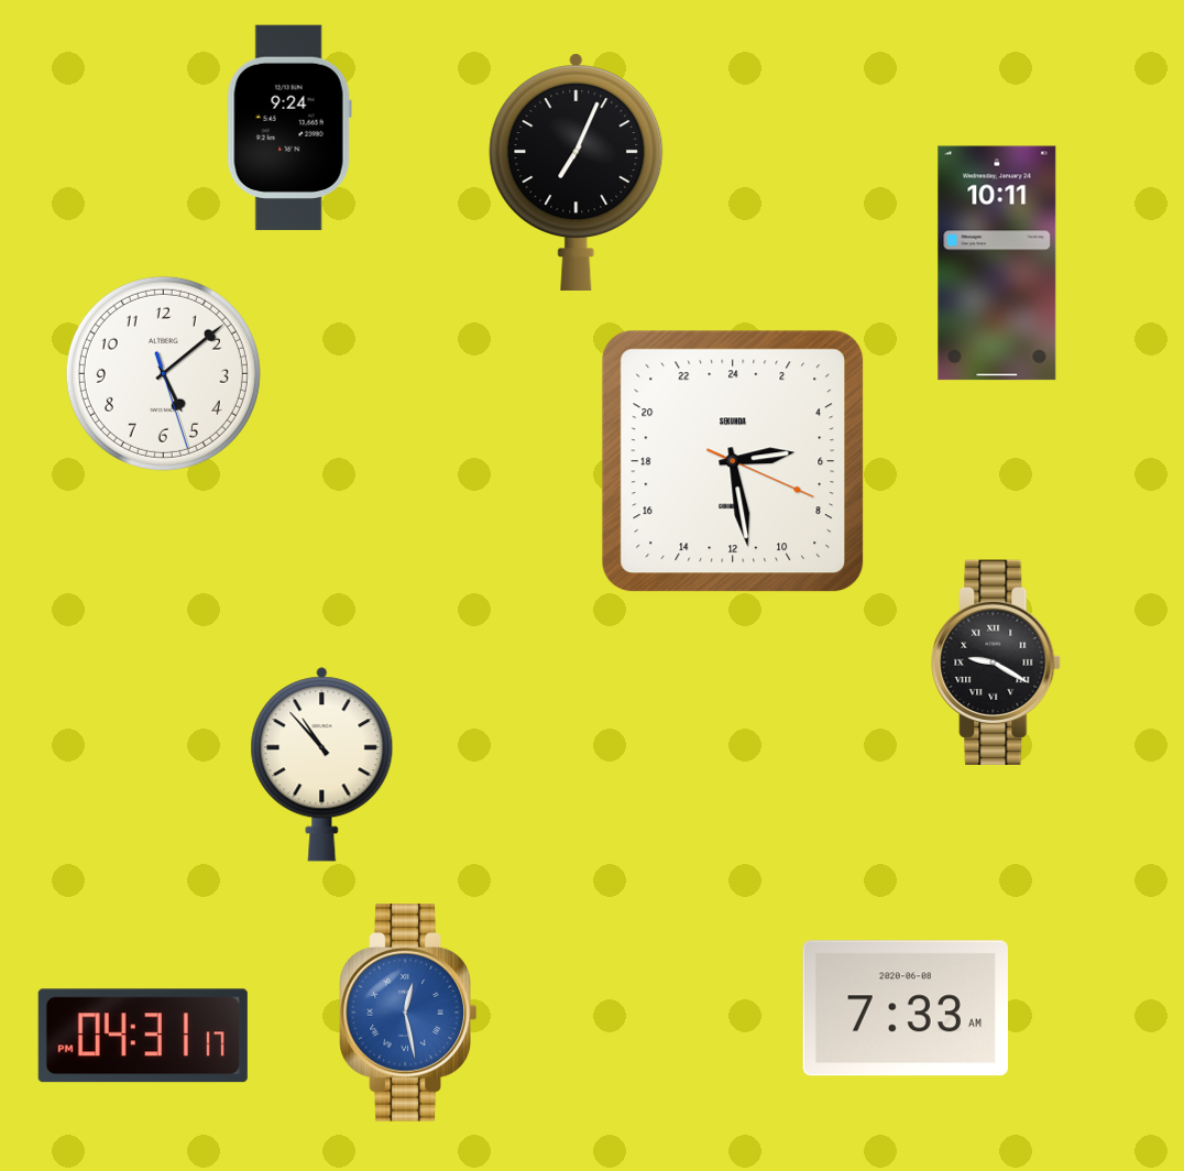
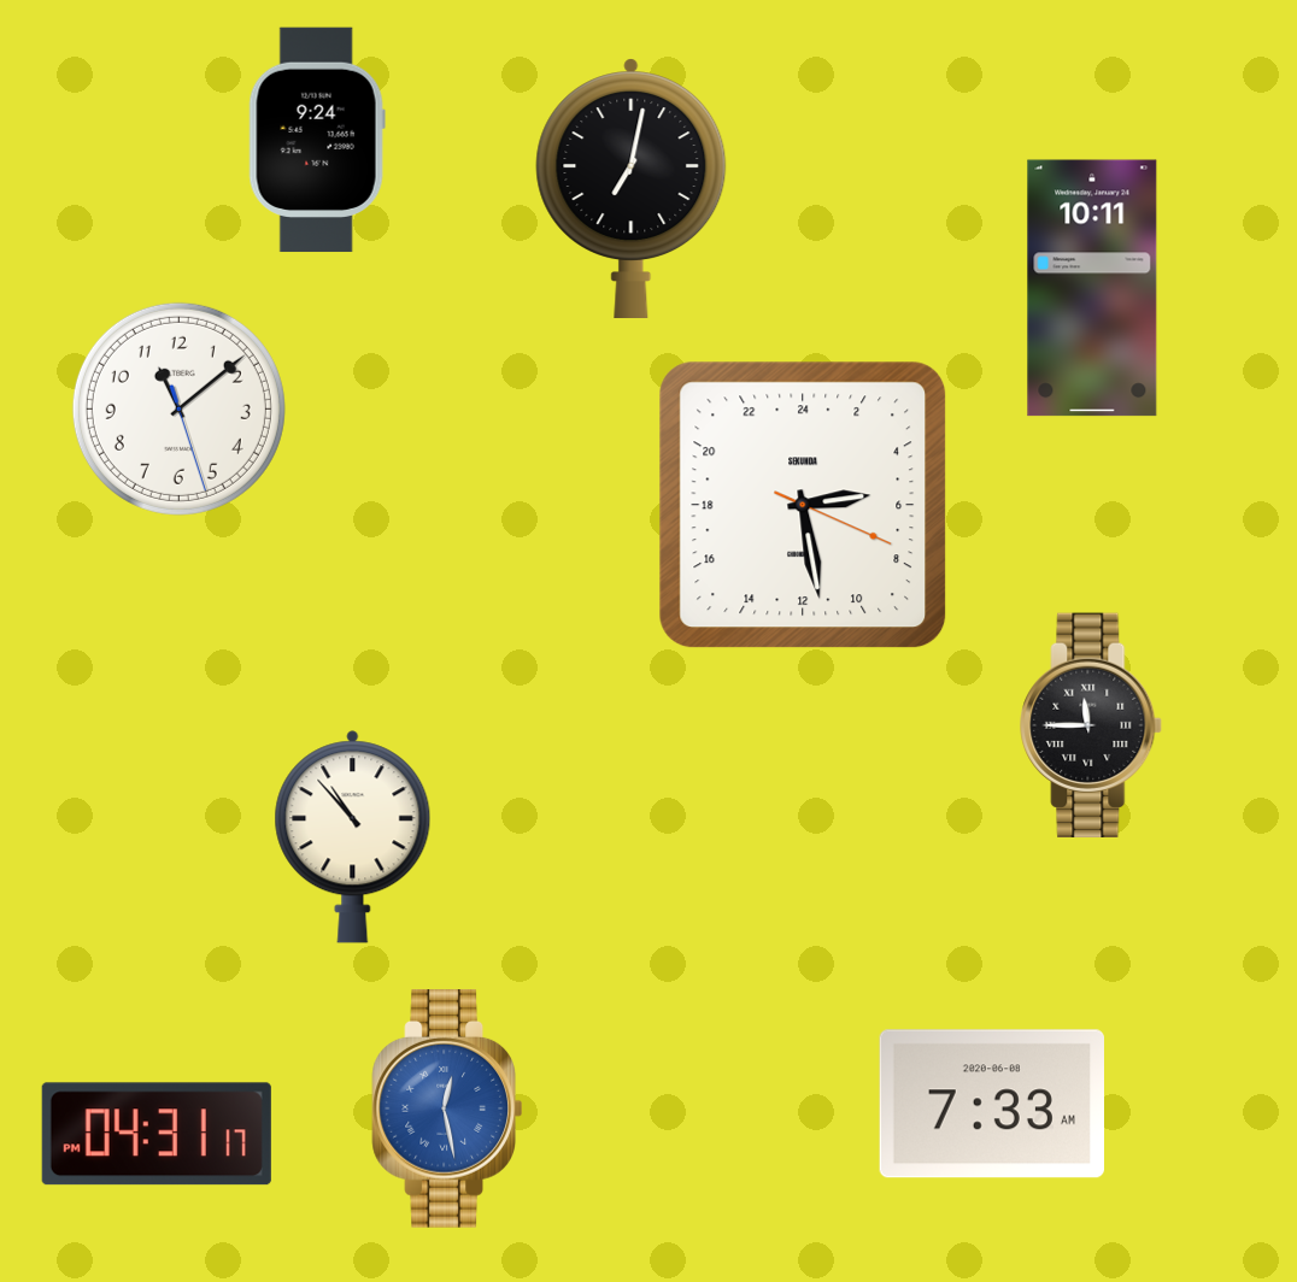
clock at (577, 172): 7:04 -> 7:02
clock at (163, 373): 5:08 -> 11:08
clock at (997, 661): 9:20 -> 11:45
